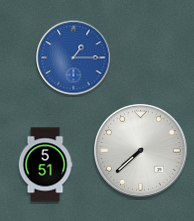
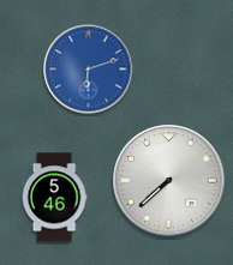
clock at (74, 58): 1:15 -> 6:12
clock at (45, 165): 5:51 -> 5:46
